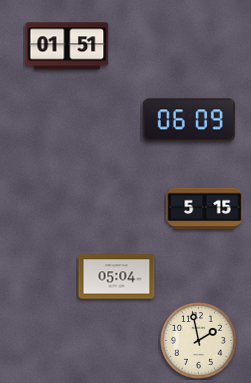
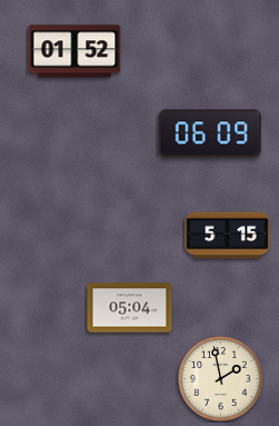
clock at (67, 46): 01:51 -> 01:52
clock at (205, 209) position: (205, 209) -> (228, 236)
